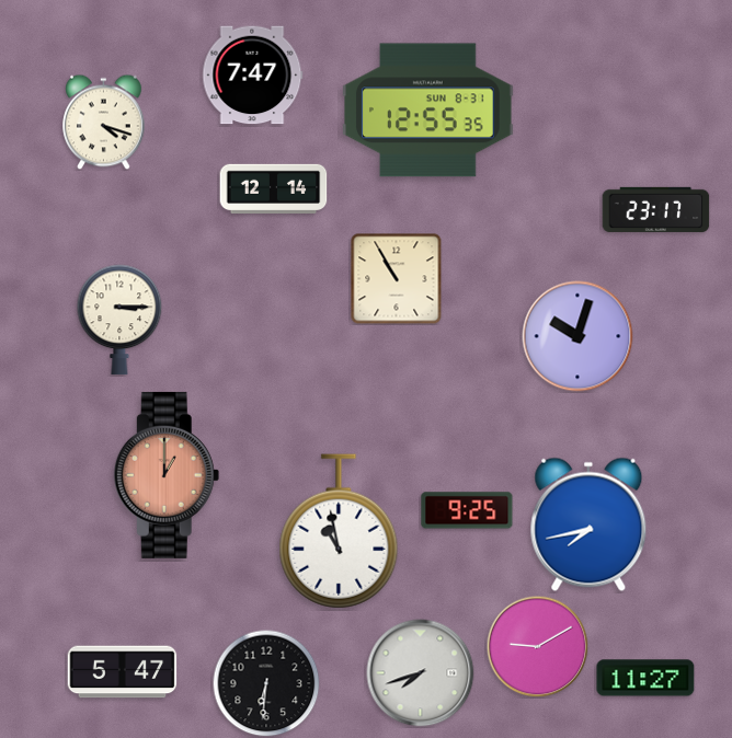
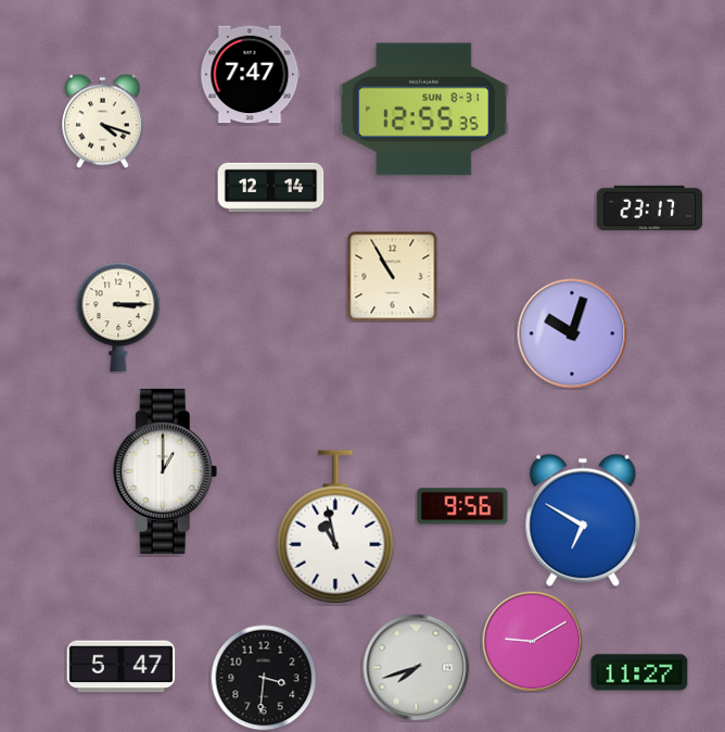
clock at (167, 475) dial: salmon -> white
clock at (467, 510): 9:25 -> 9:56
clock at (588, 524): 7:43 -> 6:50
clock at (266, 683): 6:31 -> 3:31
